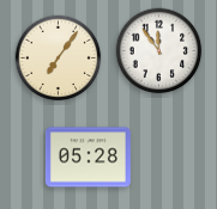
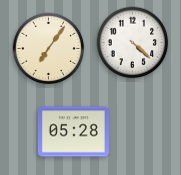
clock at (159, 51): 11:54 -> 4:22
